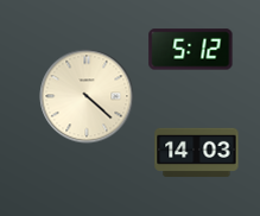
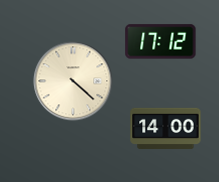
clock at (191, 50): 5:12 -> 17:12
clock at (197, 153): 14:03 -> 14:00
